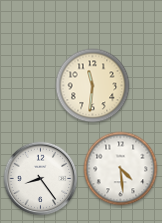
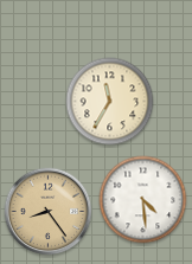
clock at (93, 86): 11:31 -> 11:35
clock at (41, 179) dial: white -> champagne
